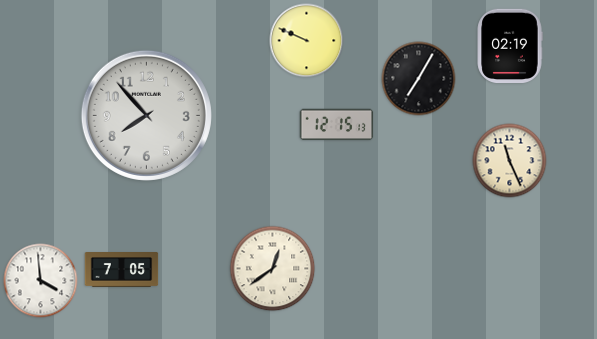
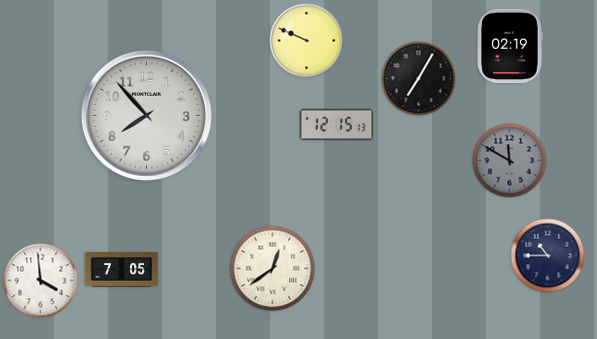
clock at (510, 161): 11:26 -> 11:50
clock at (510, 161) dial: cream -> grey
clock at (548, 256): none -> 10:45
